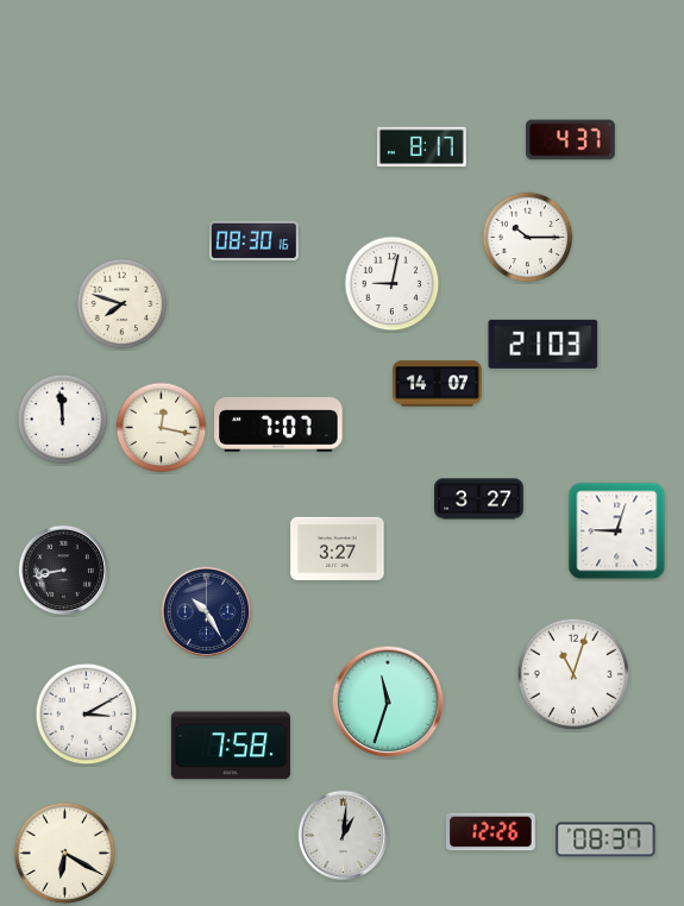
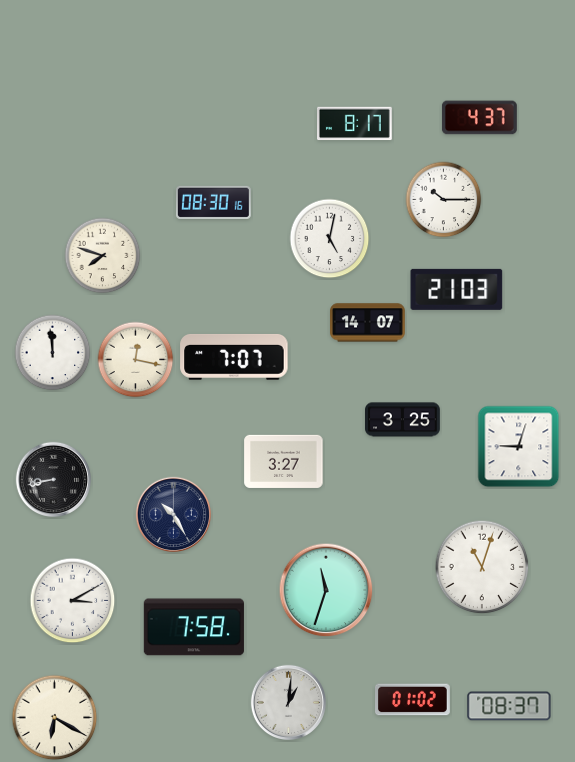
clock at (393, 284): 9:02 -> 5:02
clock at (479, 499): 3:27 -> 3:25
clock at (491, 832): 12:26 -> 01:02
